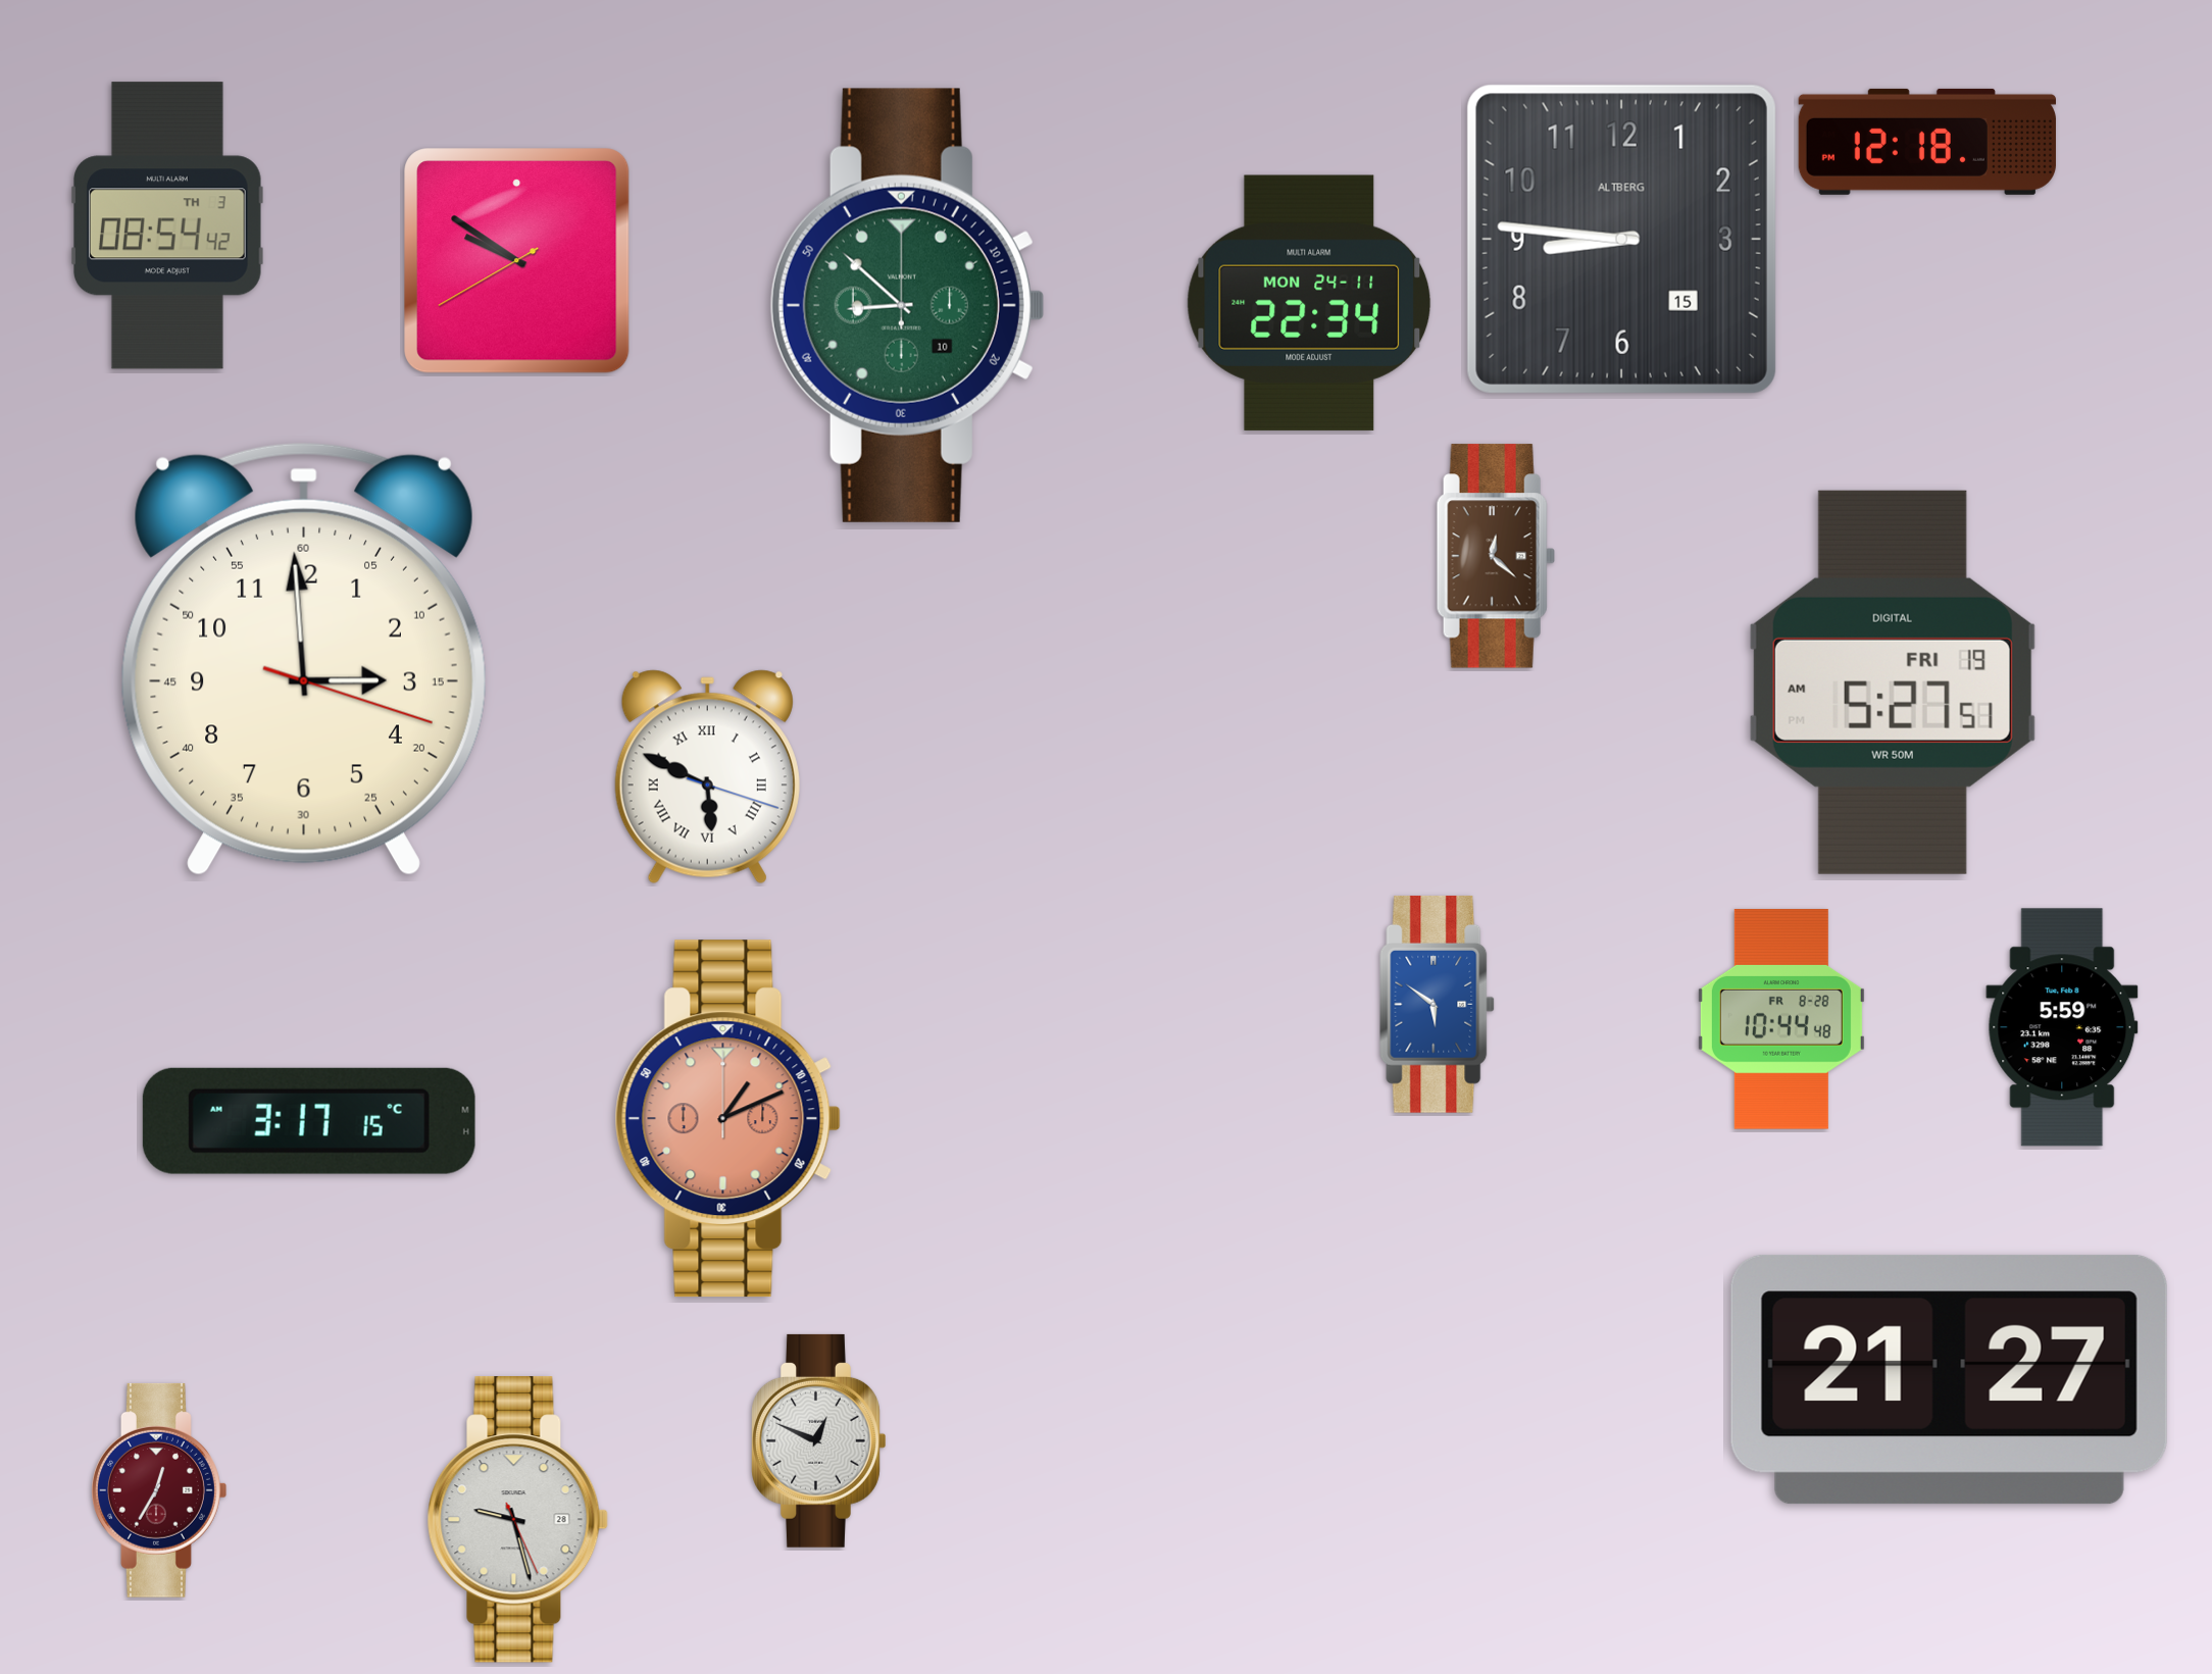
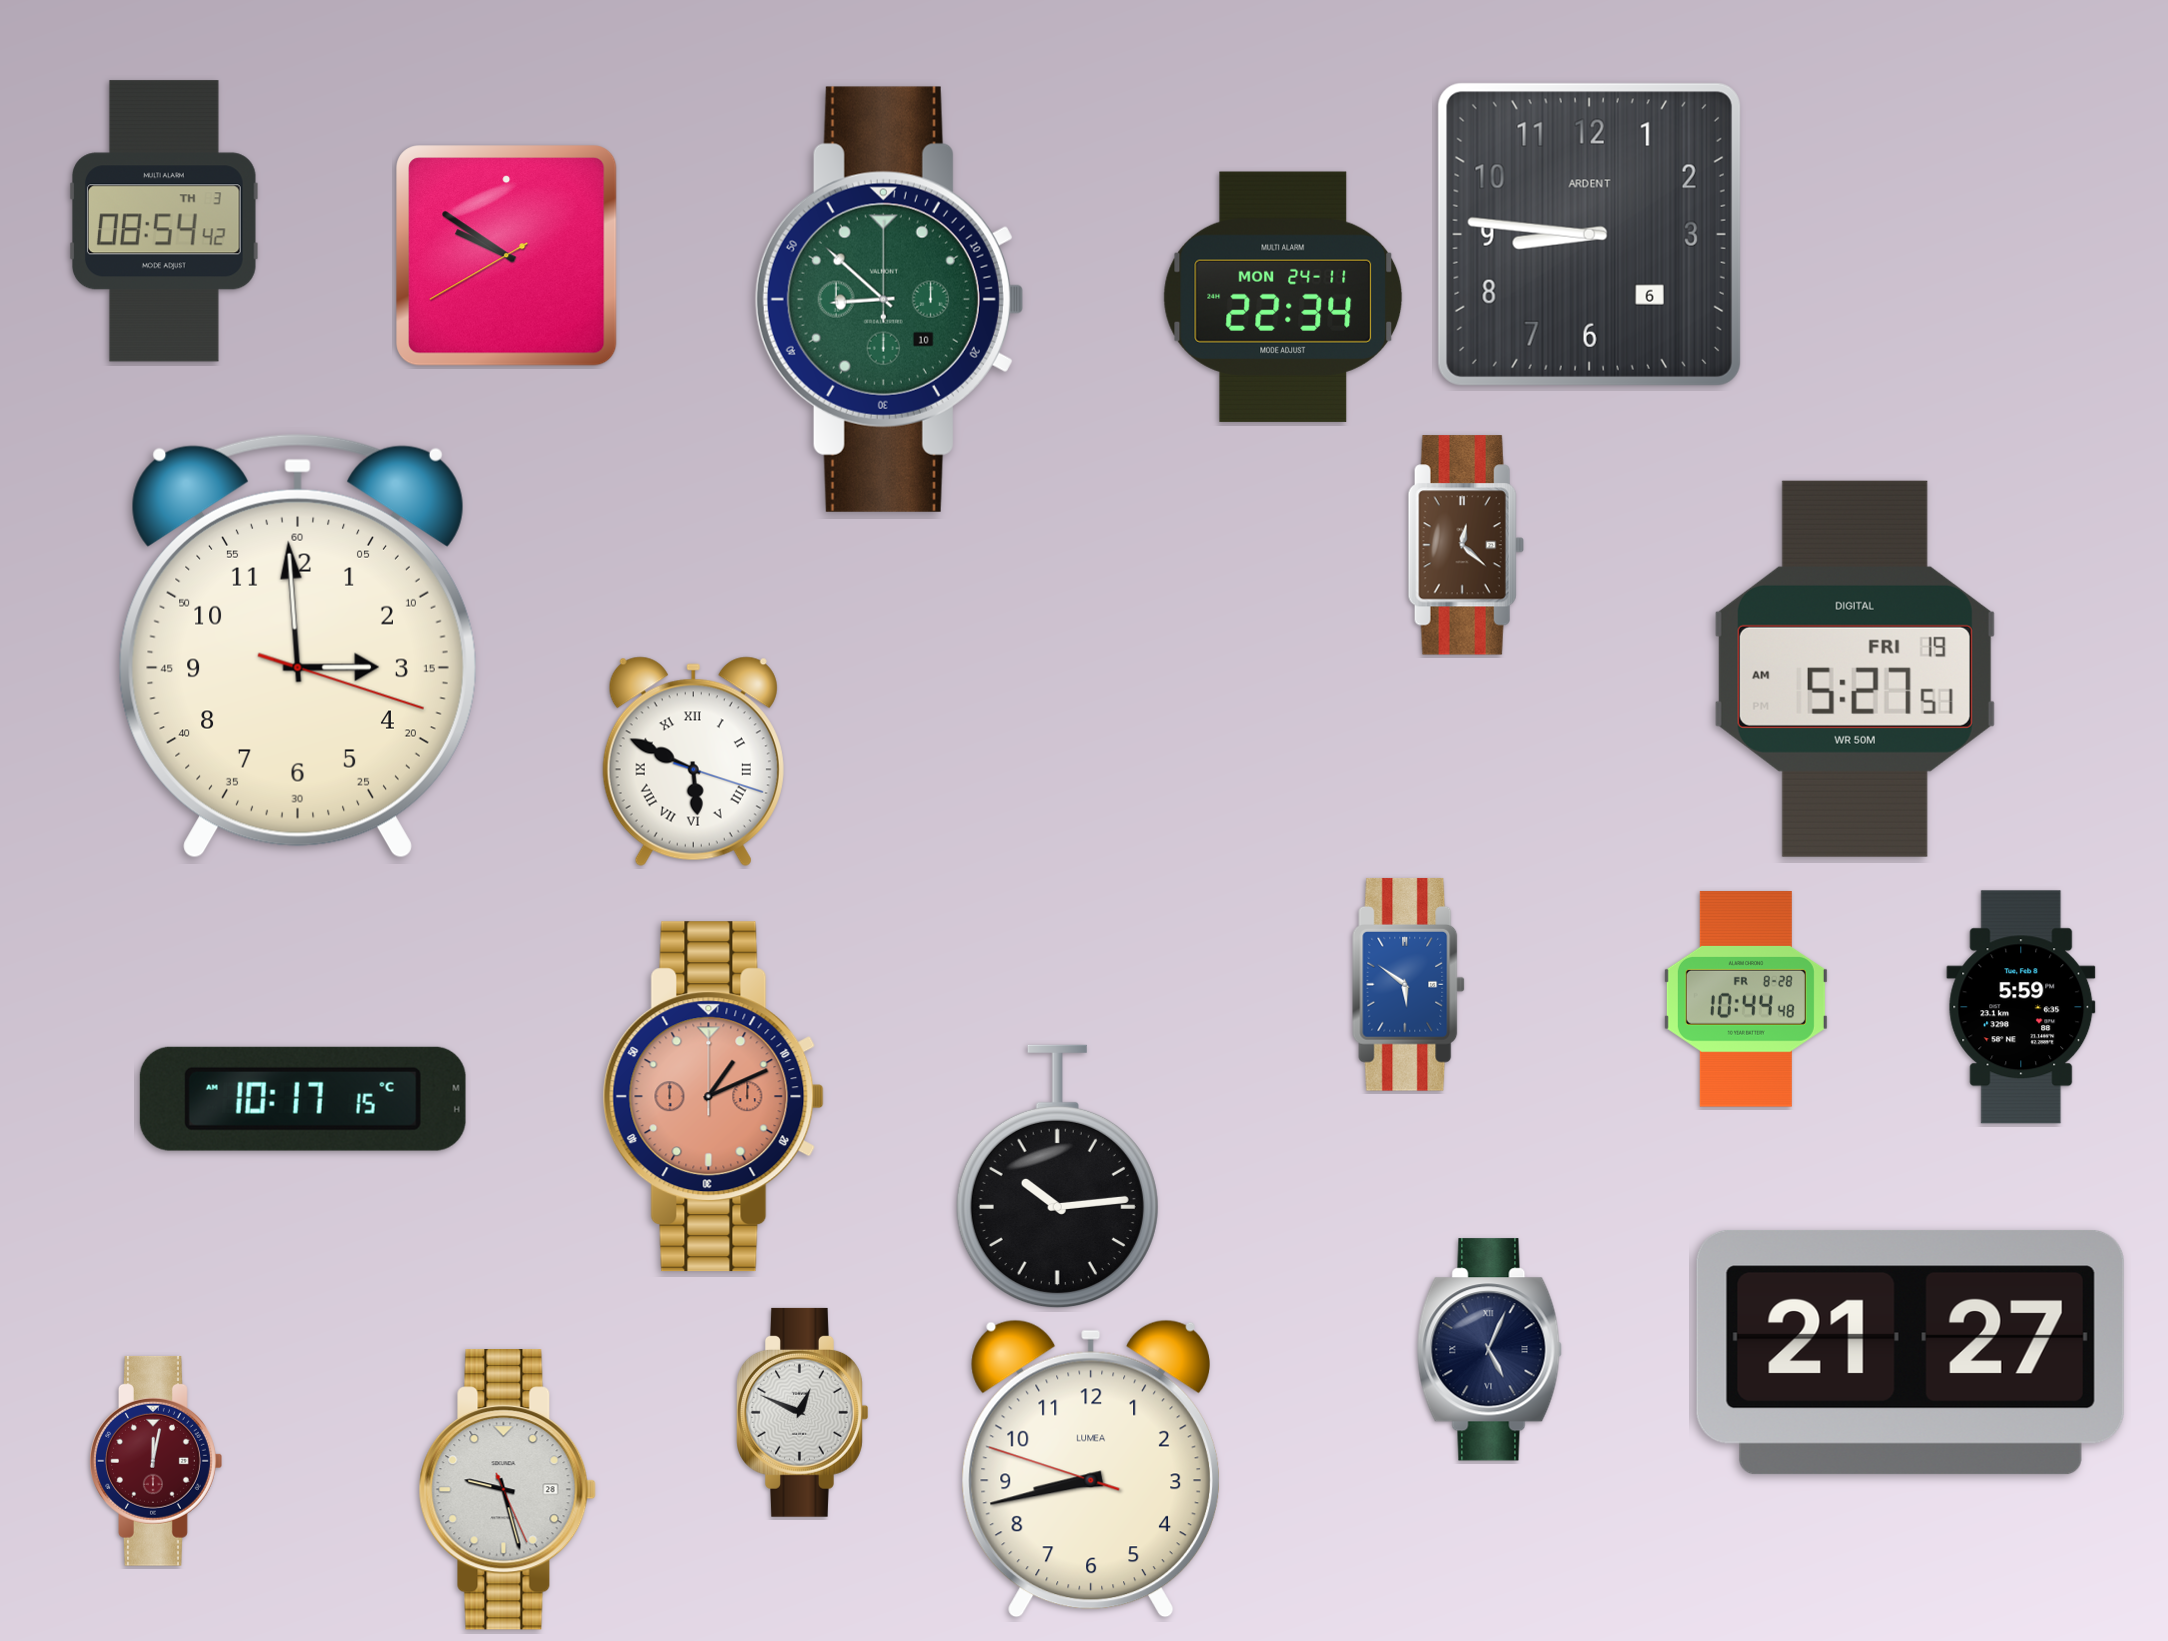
clock at (1927, 142): 12:18 -> none
clock at (1621, 239) date: 15 -> 6
clock at (1621, 239) brand: ALTBERG -> ARDENT
clock at (309, 1121): 3:17 -> 10:17
clock at (1057, 1177): none -> 10:14
clock at (1489, 1350): none -> 5:04
clock at (159, 1490): 12:35 -> 12:02
clock at (1091, 1469): none -> 8:42
